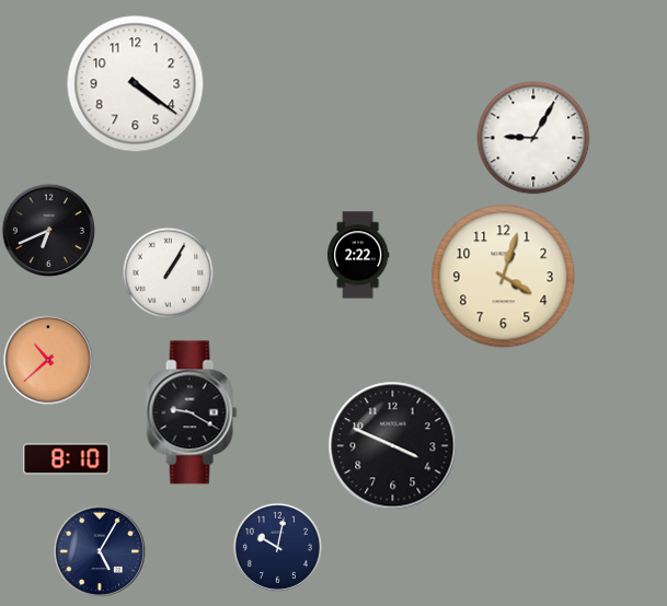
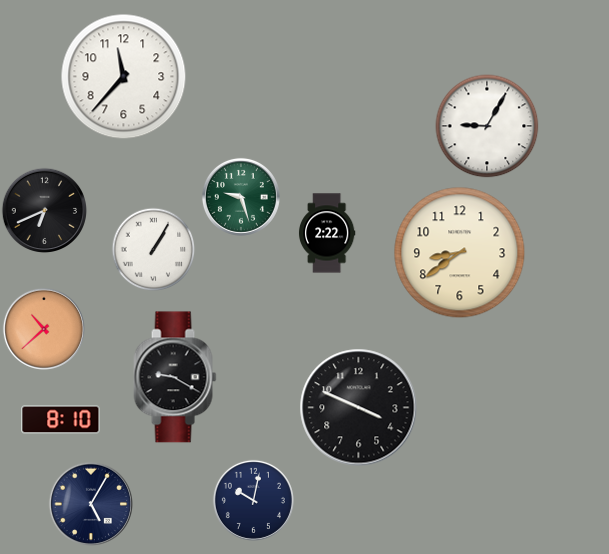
clock at (136, 84): 4:21 -> 11:37
clock at (241, 197): none -> 9:27
clock at (504, 277): 4:03 -> 8:39
